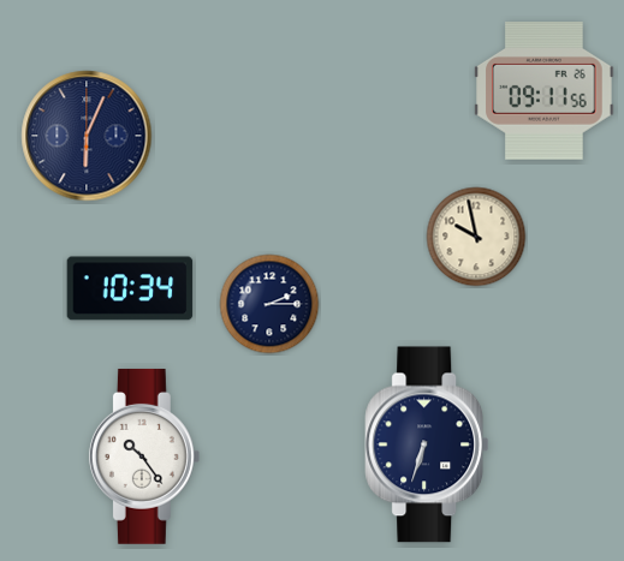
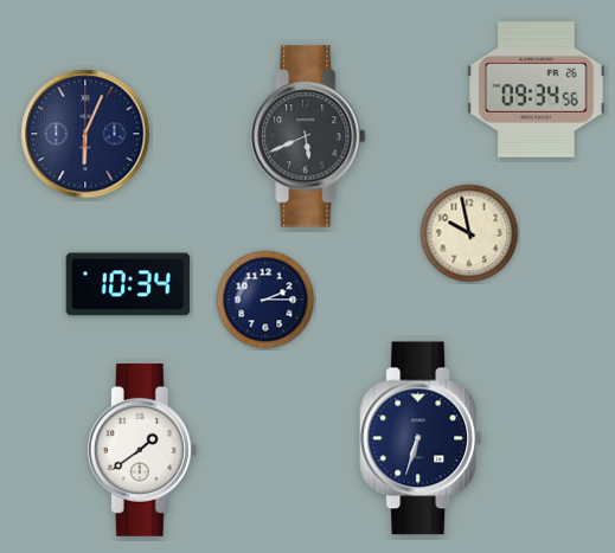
clock at (545, 91): 09:11 -> 09:34
clock at (308, 136): none -> 5:41
clock at (144, 456): 10:24 -> 1:39
